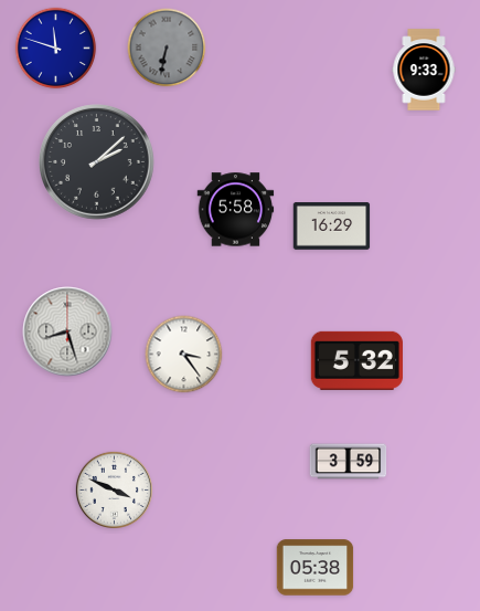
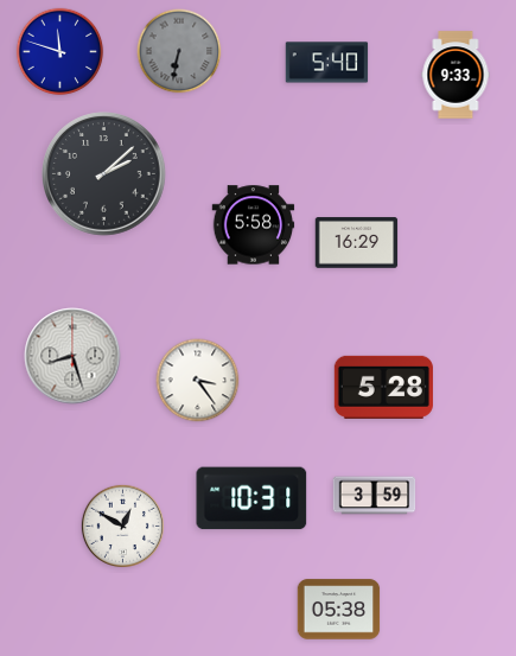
clock at (327, 63): none -> 5:40
clock at (356, 360): 5:32 -> 5:28
clock at (251, 498): none -> 10:31
clock at (114, 489): 3:49 -> 12:50
